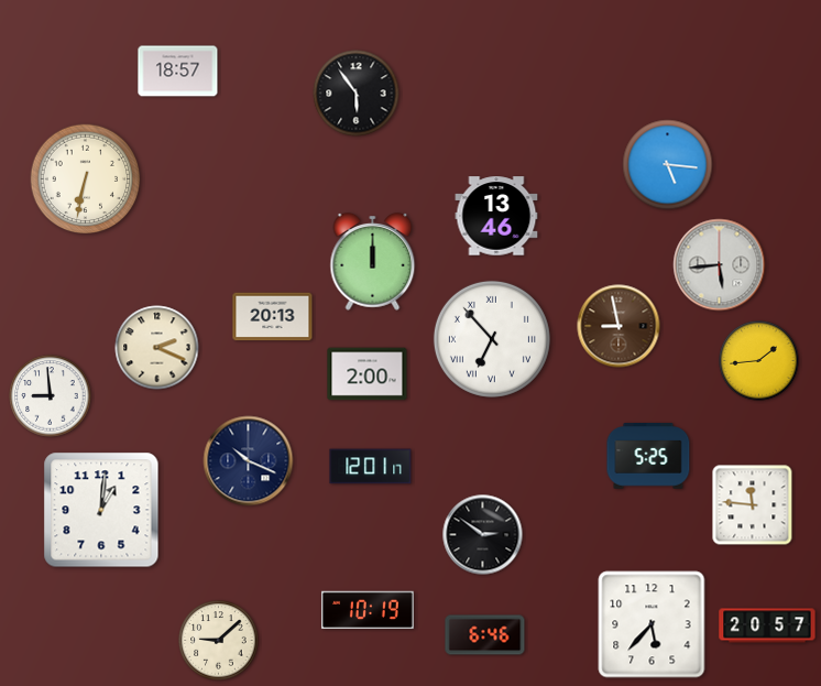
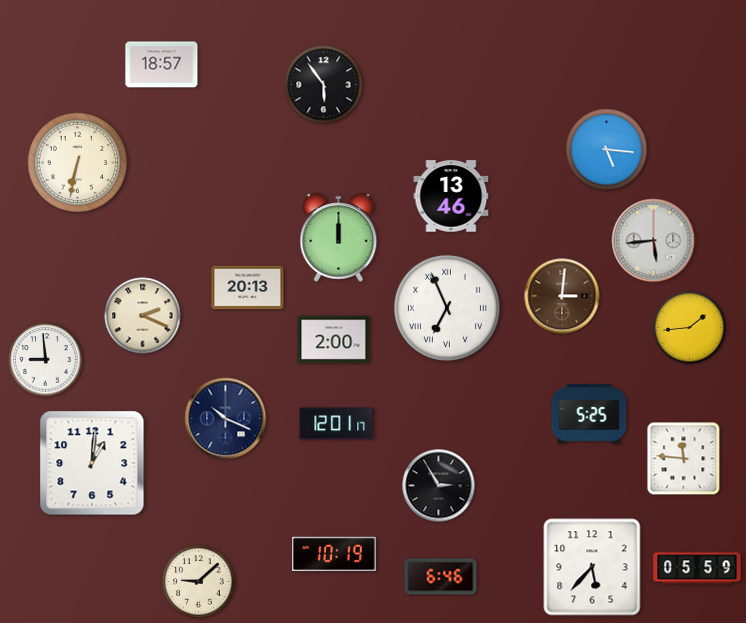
clock at (619, 326): 8:58 -> 3:01
clock at (492, 339): 6:53 -> 6:56
clock at (483, 535): 2:51 -> 2:55
clock at (767, 625): 20:57 -> 05:59
